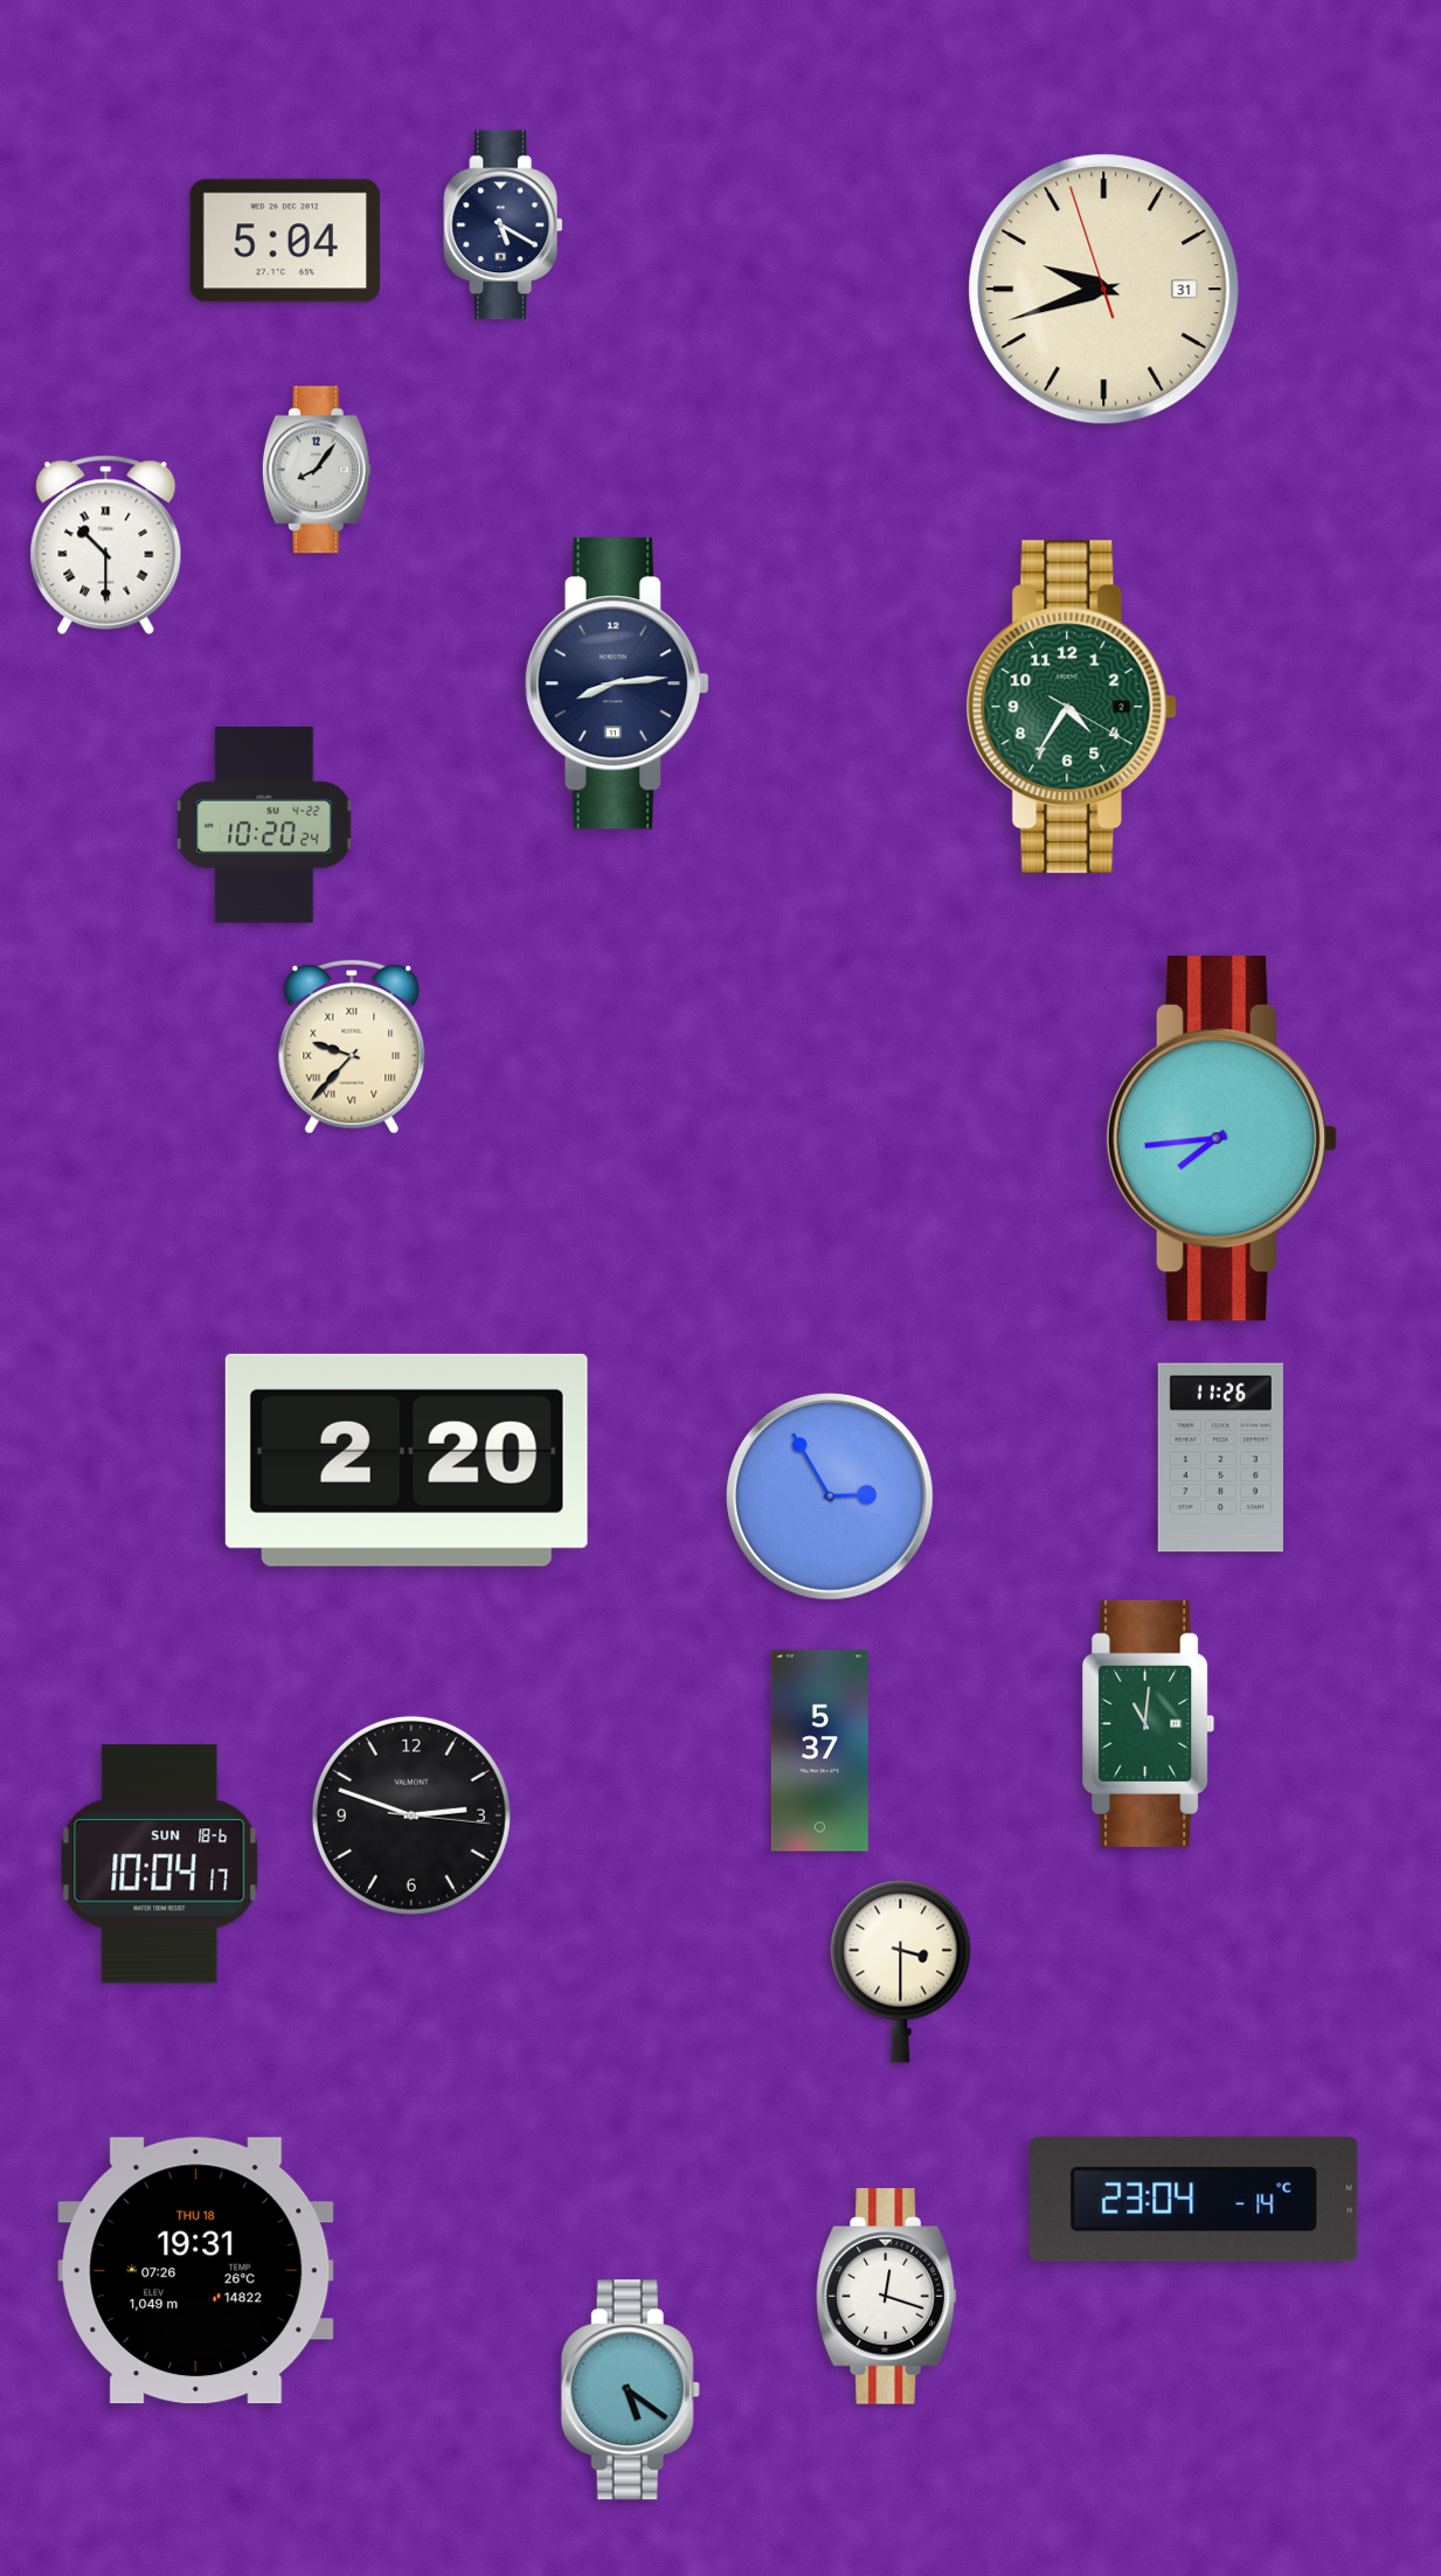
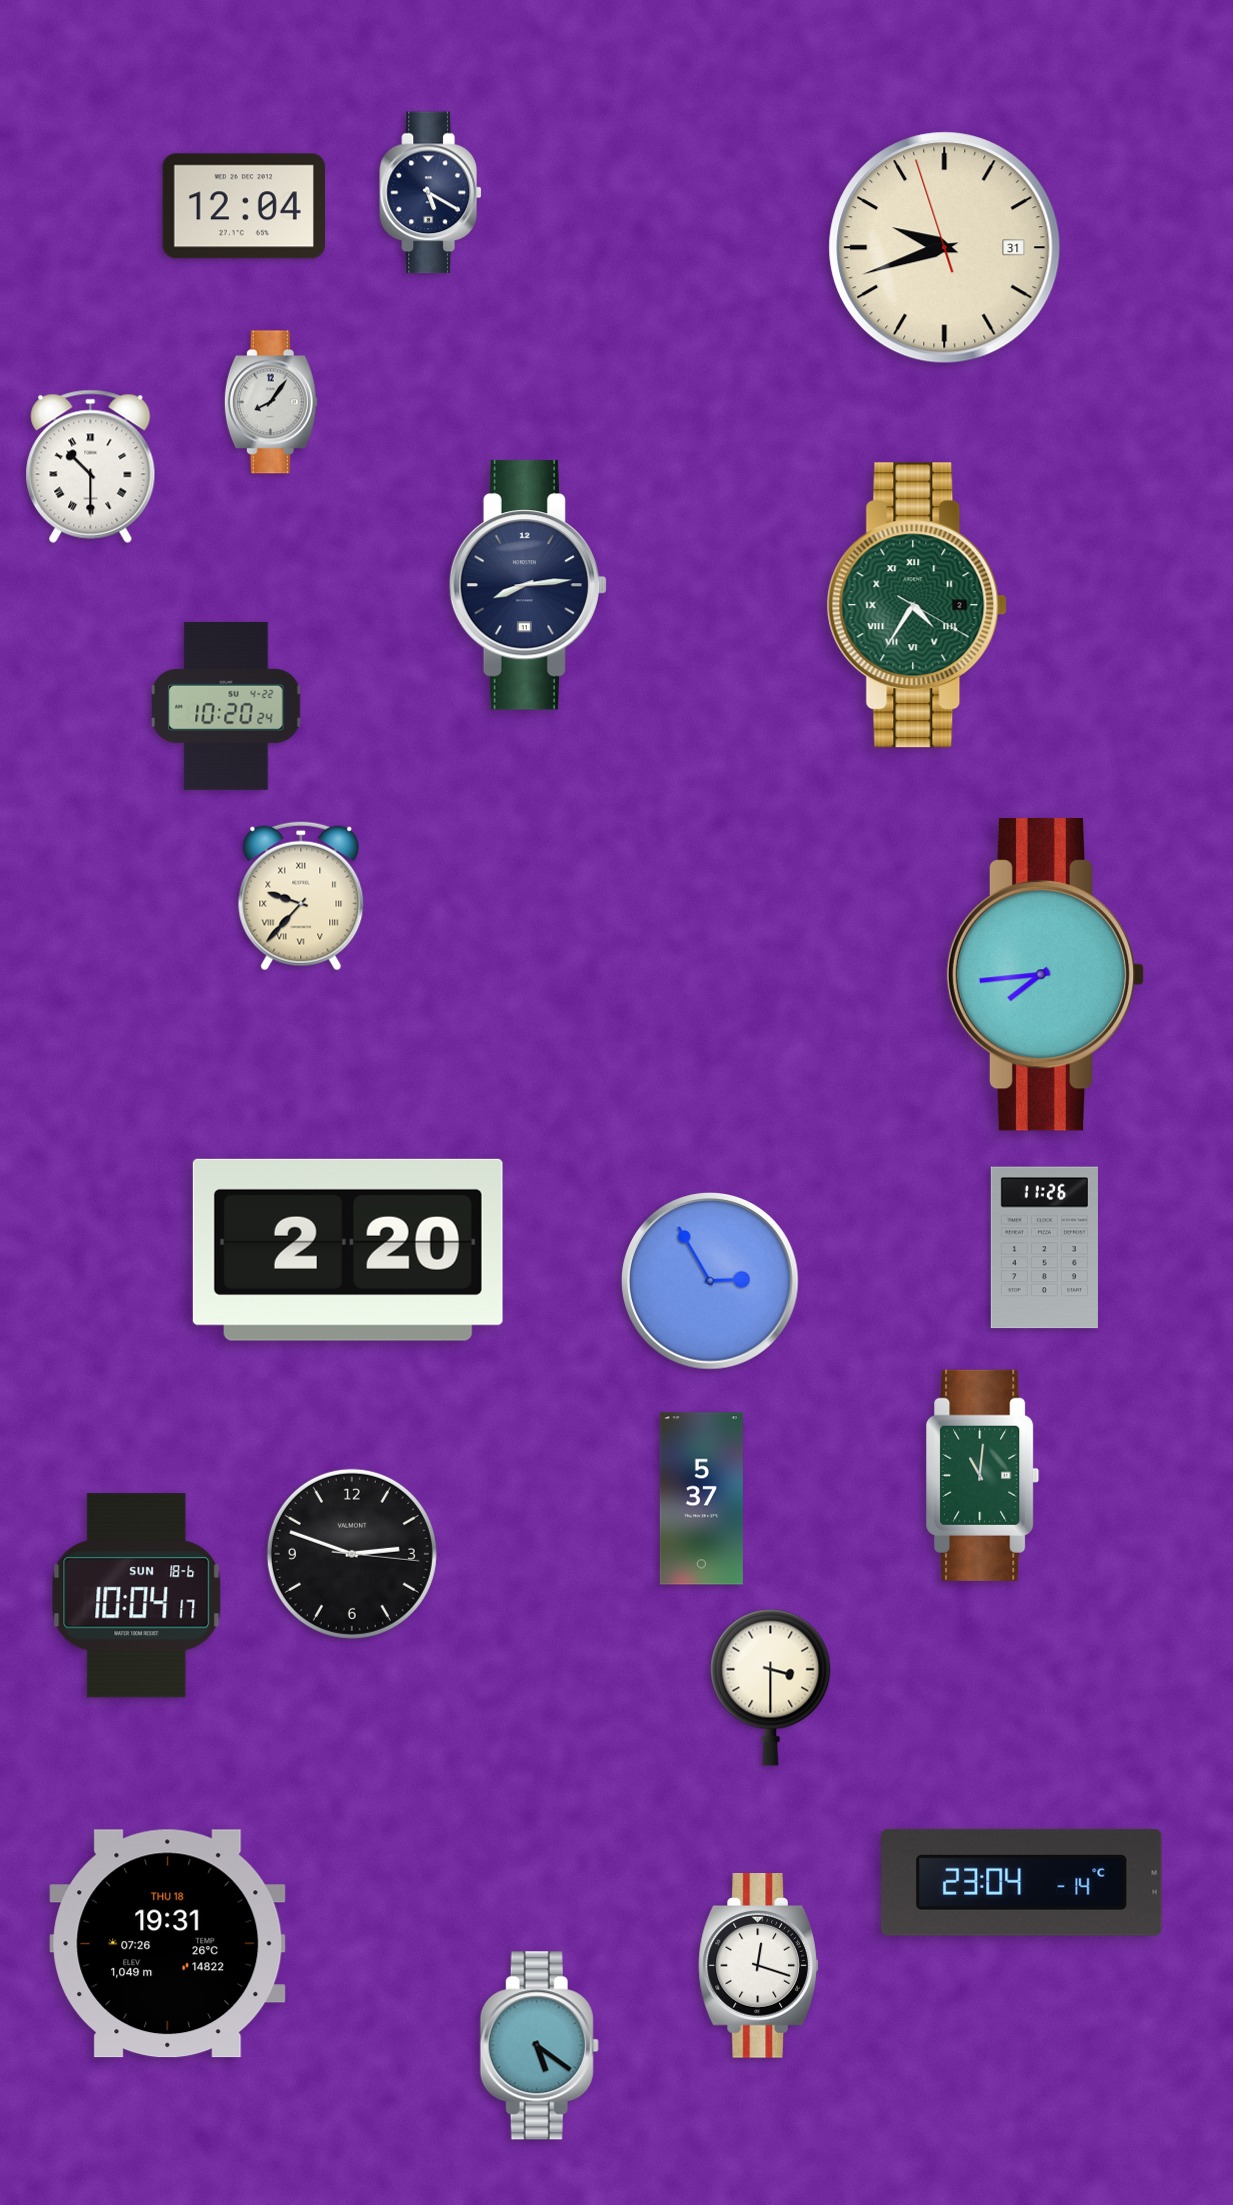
clock at (284, 241): 5:04 -> 12:04
clock at (1072, 707) numerals: Arabic -> Roman
